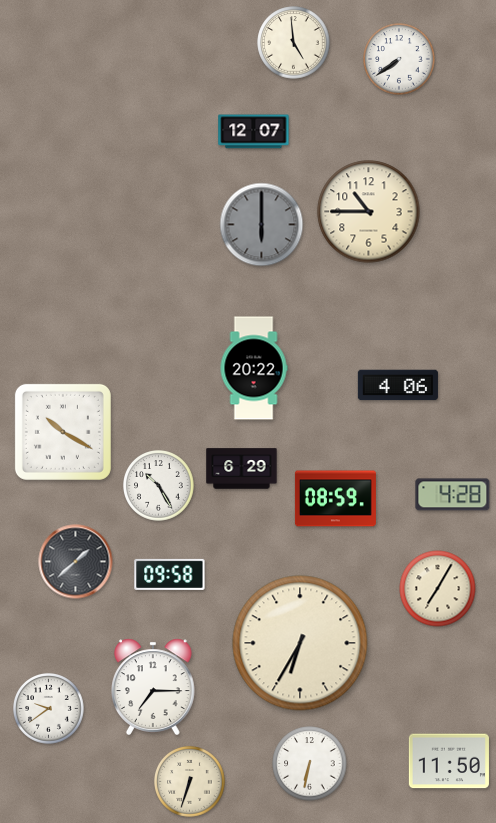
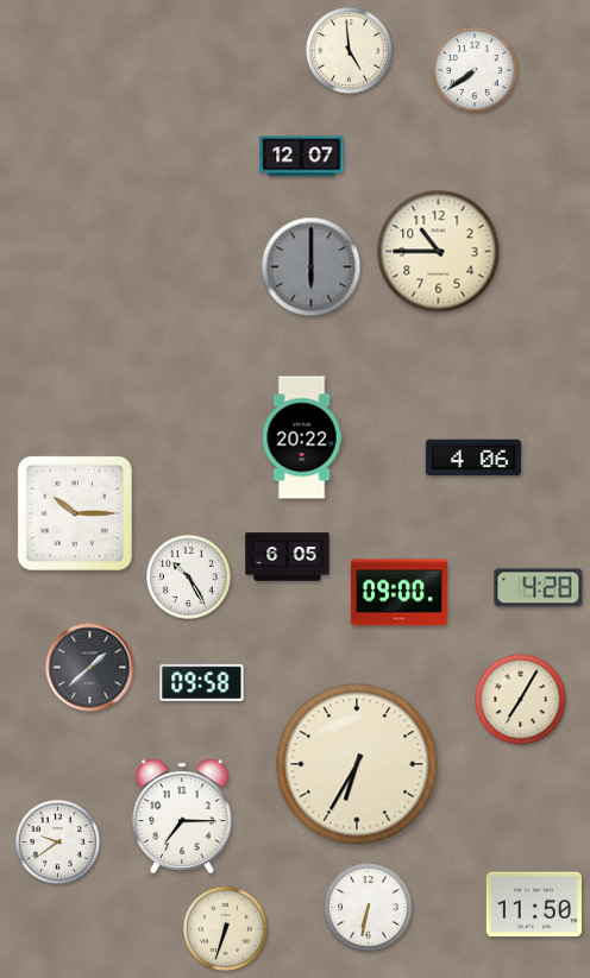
clock at (63, 432): 10:20 -> 10:15
clock at (242, 469): 6:29 -> 6:05
clock at (335, 499): 08:59 -> 09:00
